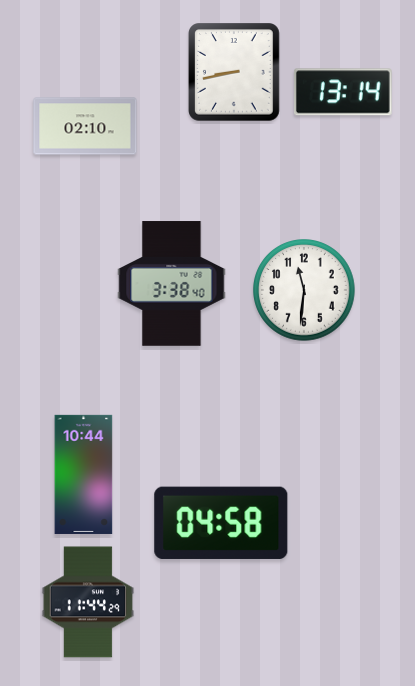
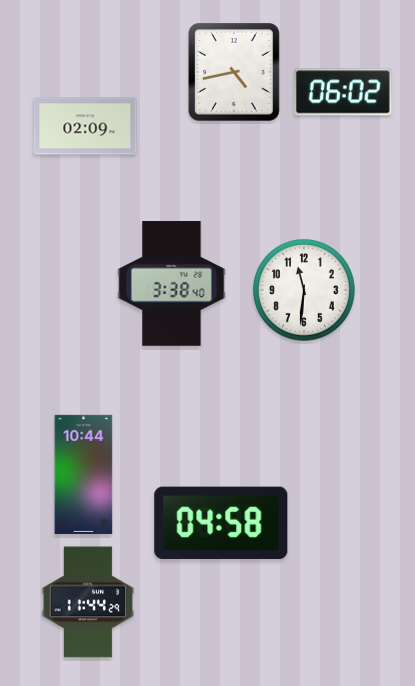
clock at (235, 73): 8:43 -> 4:43
clock at (343, 92): 13:14 -> 06:02
clock at (85, 126): 02:10 -> 02:09
